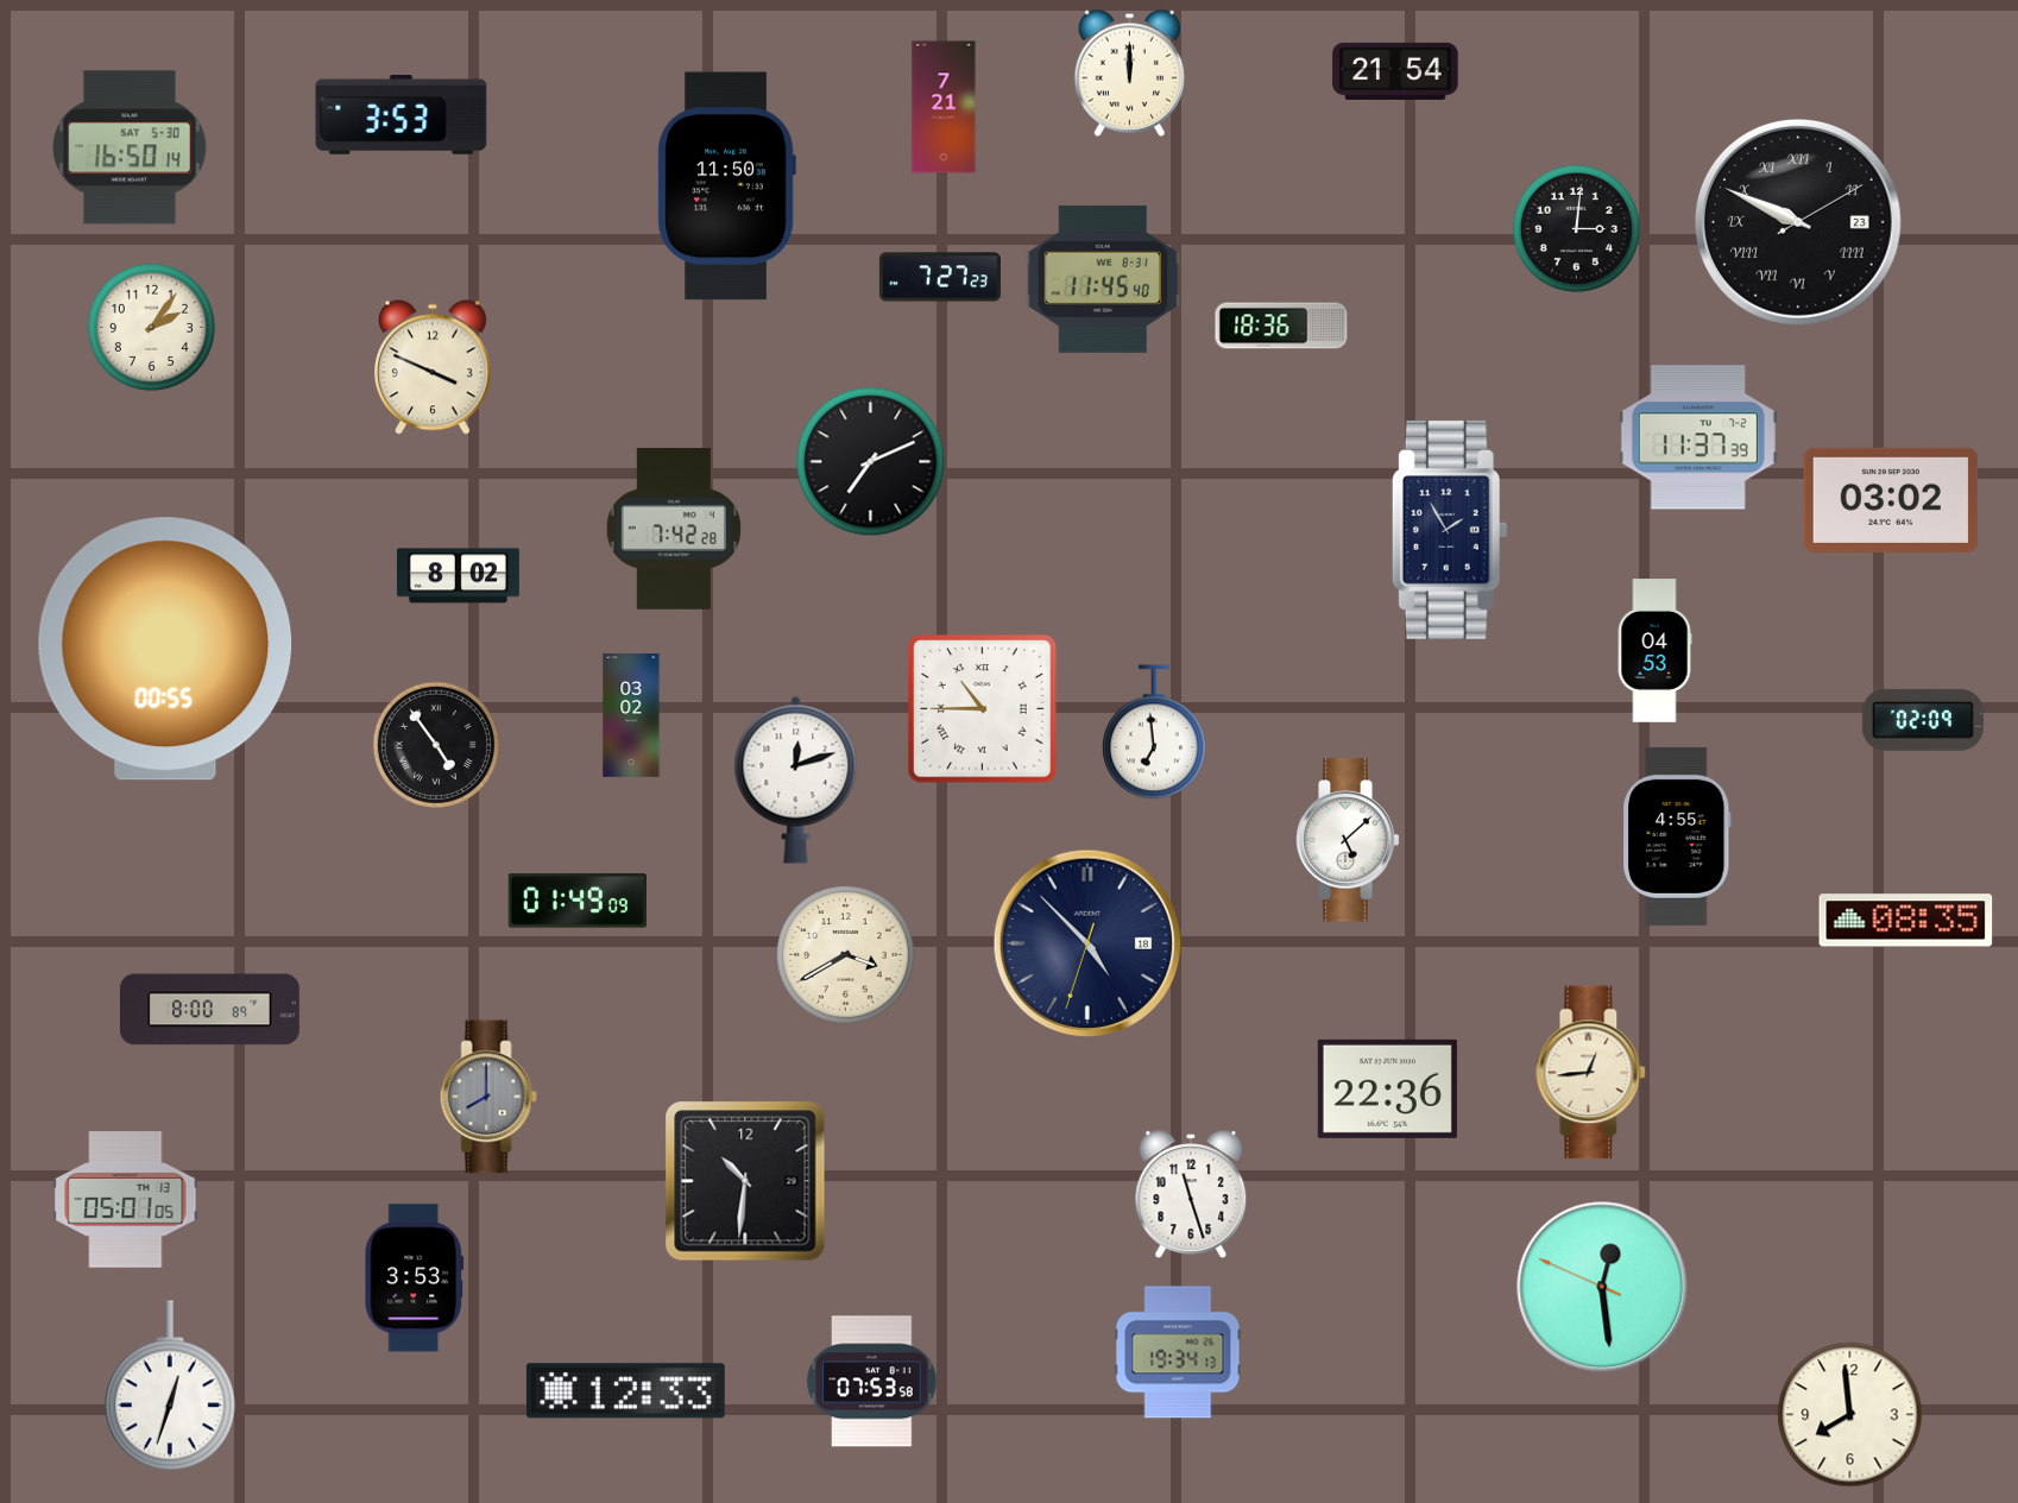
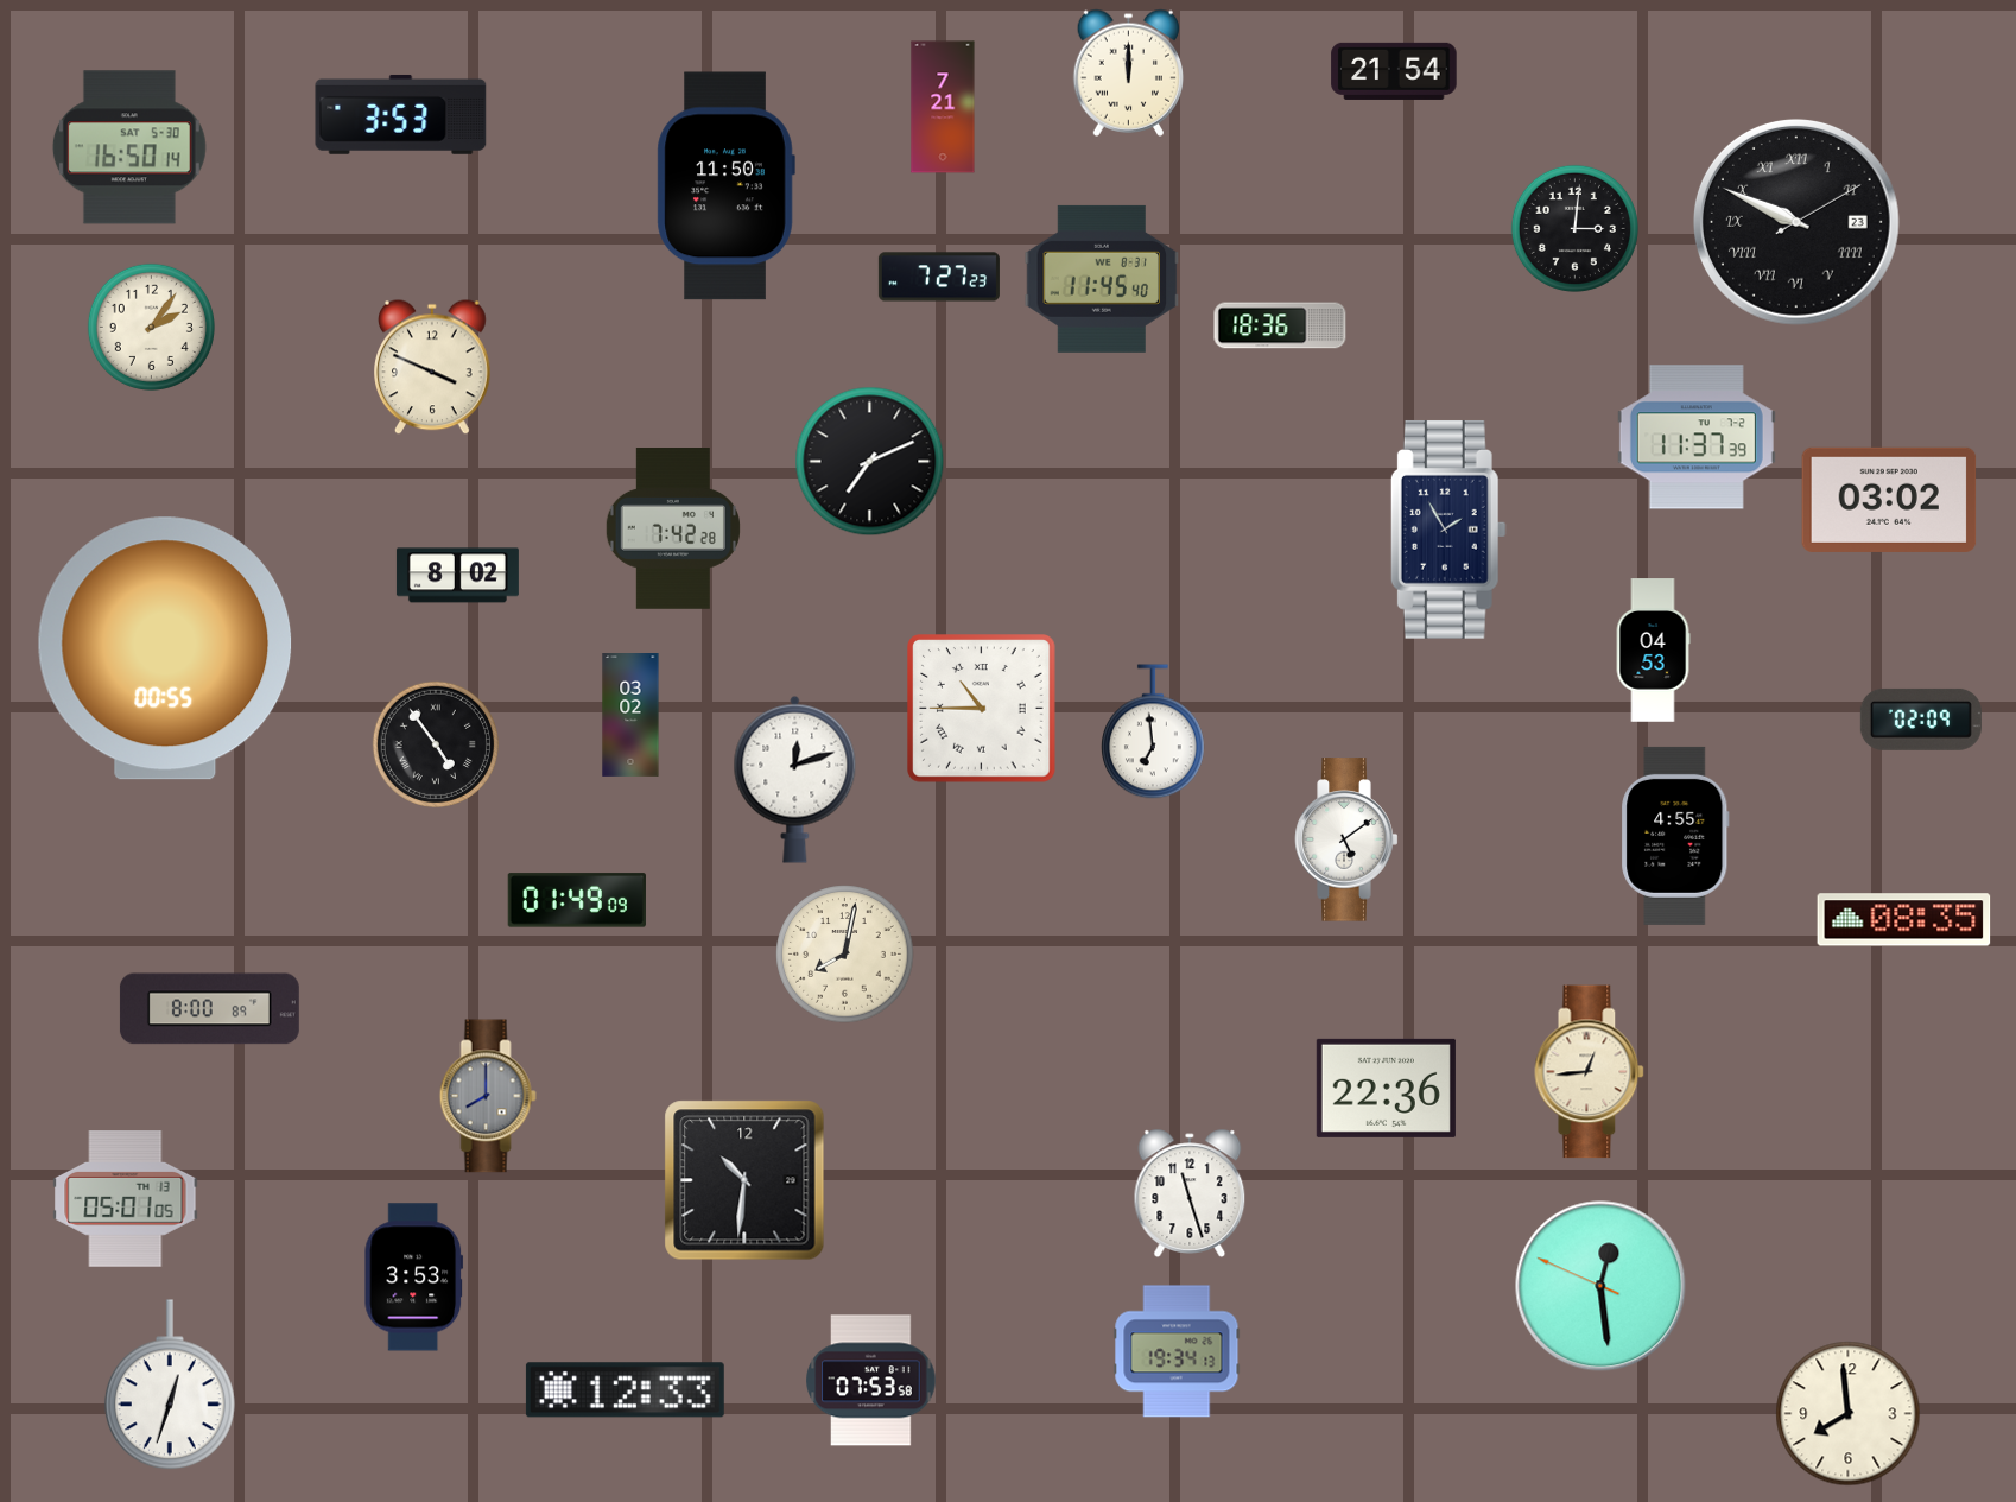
clock at (1348, 840): 5:08 -> 5:09
clock at (1086, 942): 4:52 -> none
clock at (846, 955): 3:40 -> 8:02
